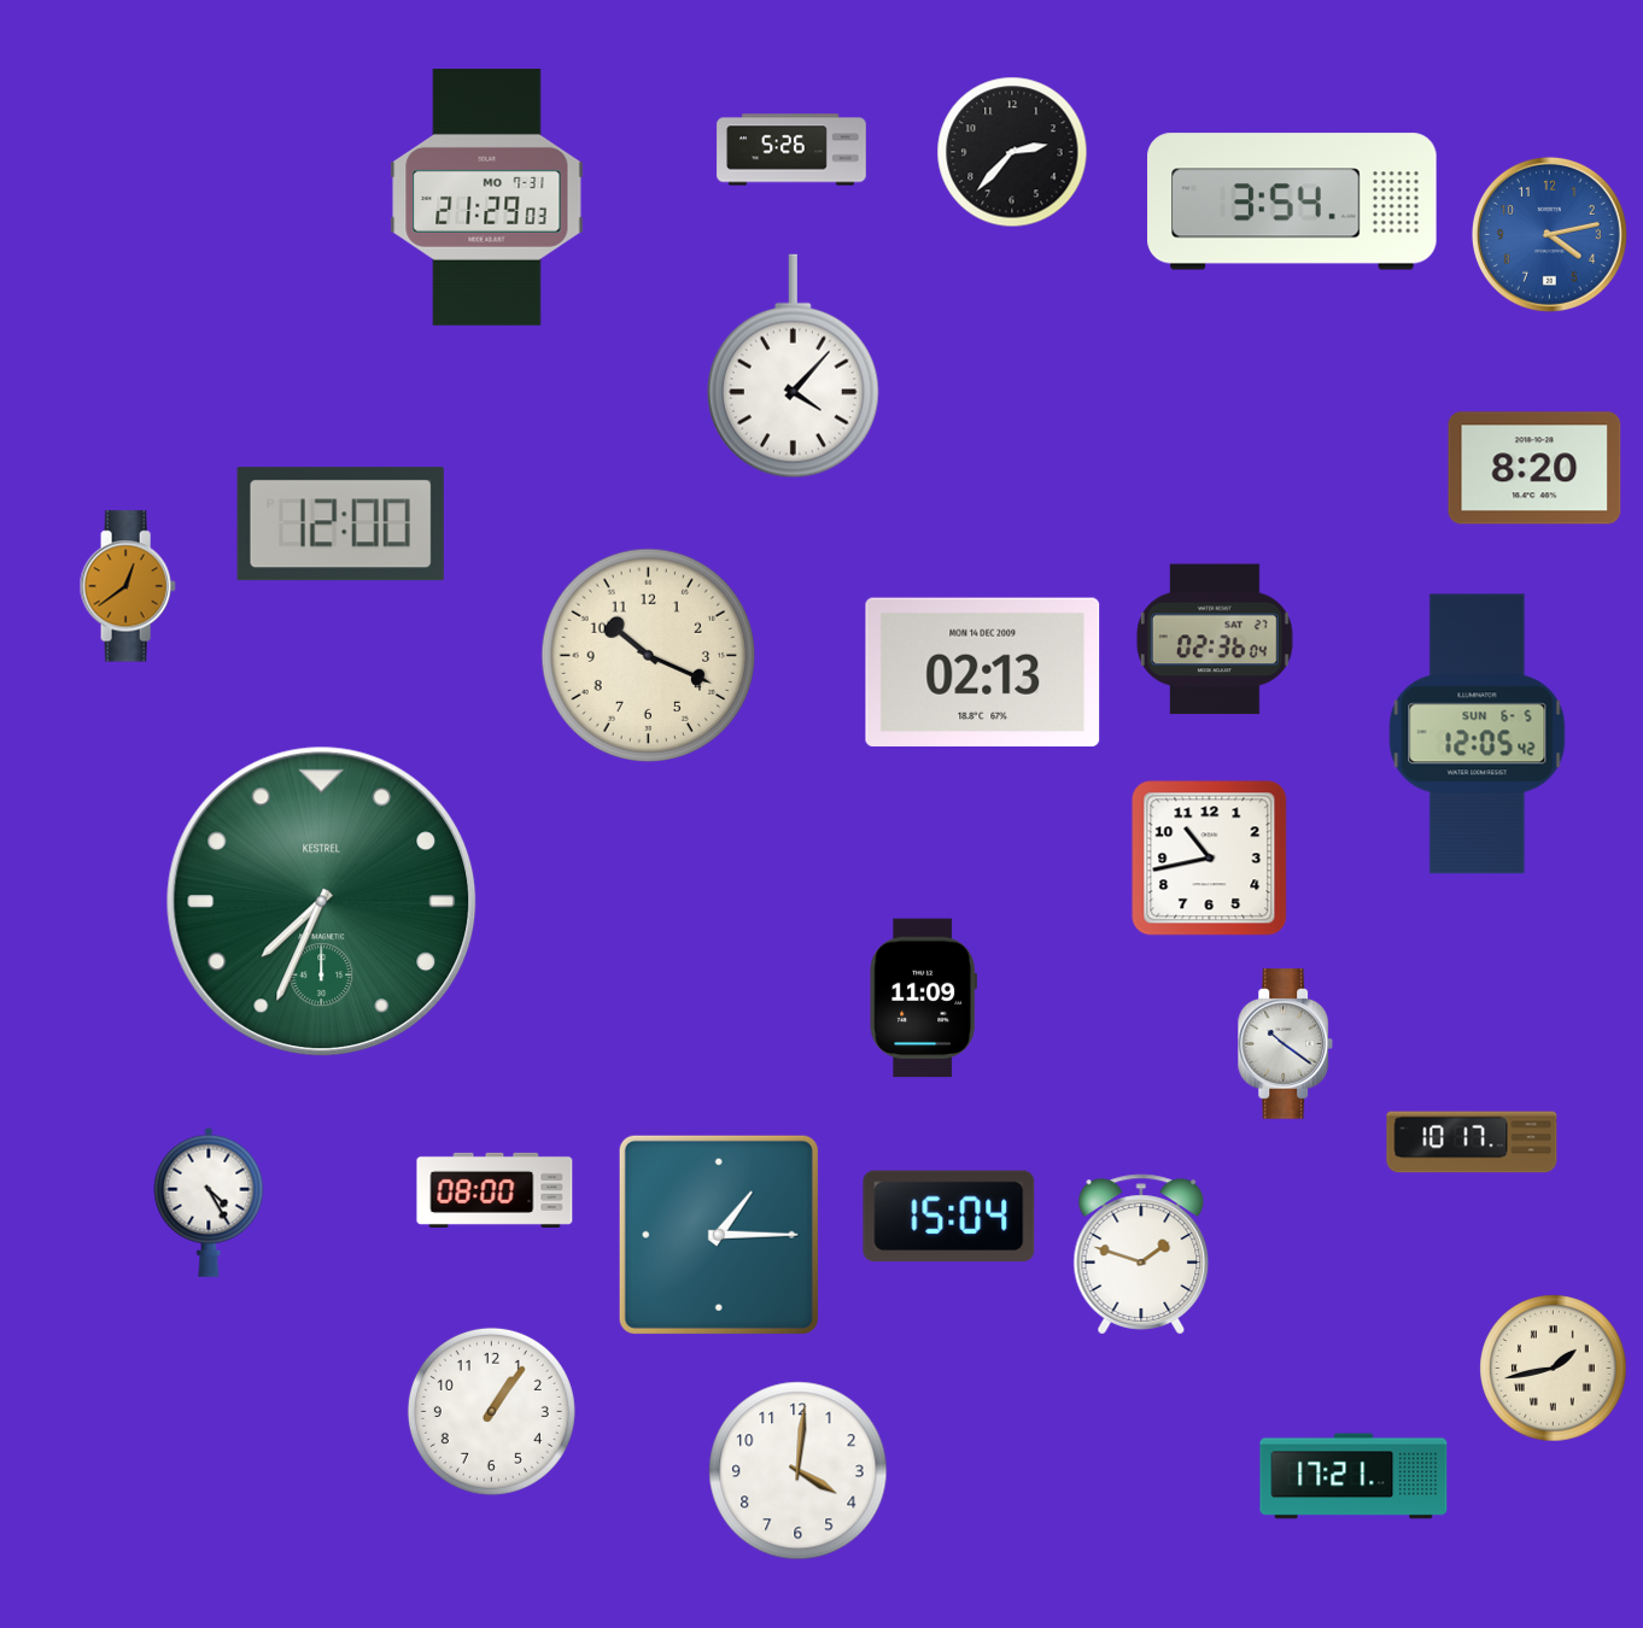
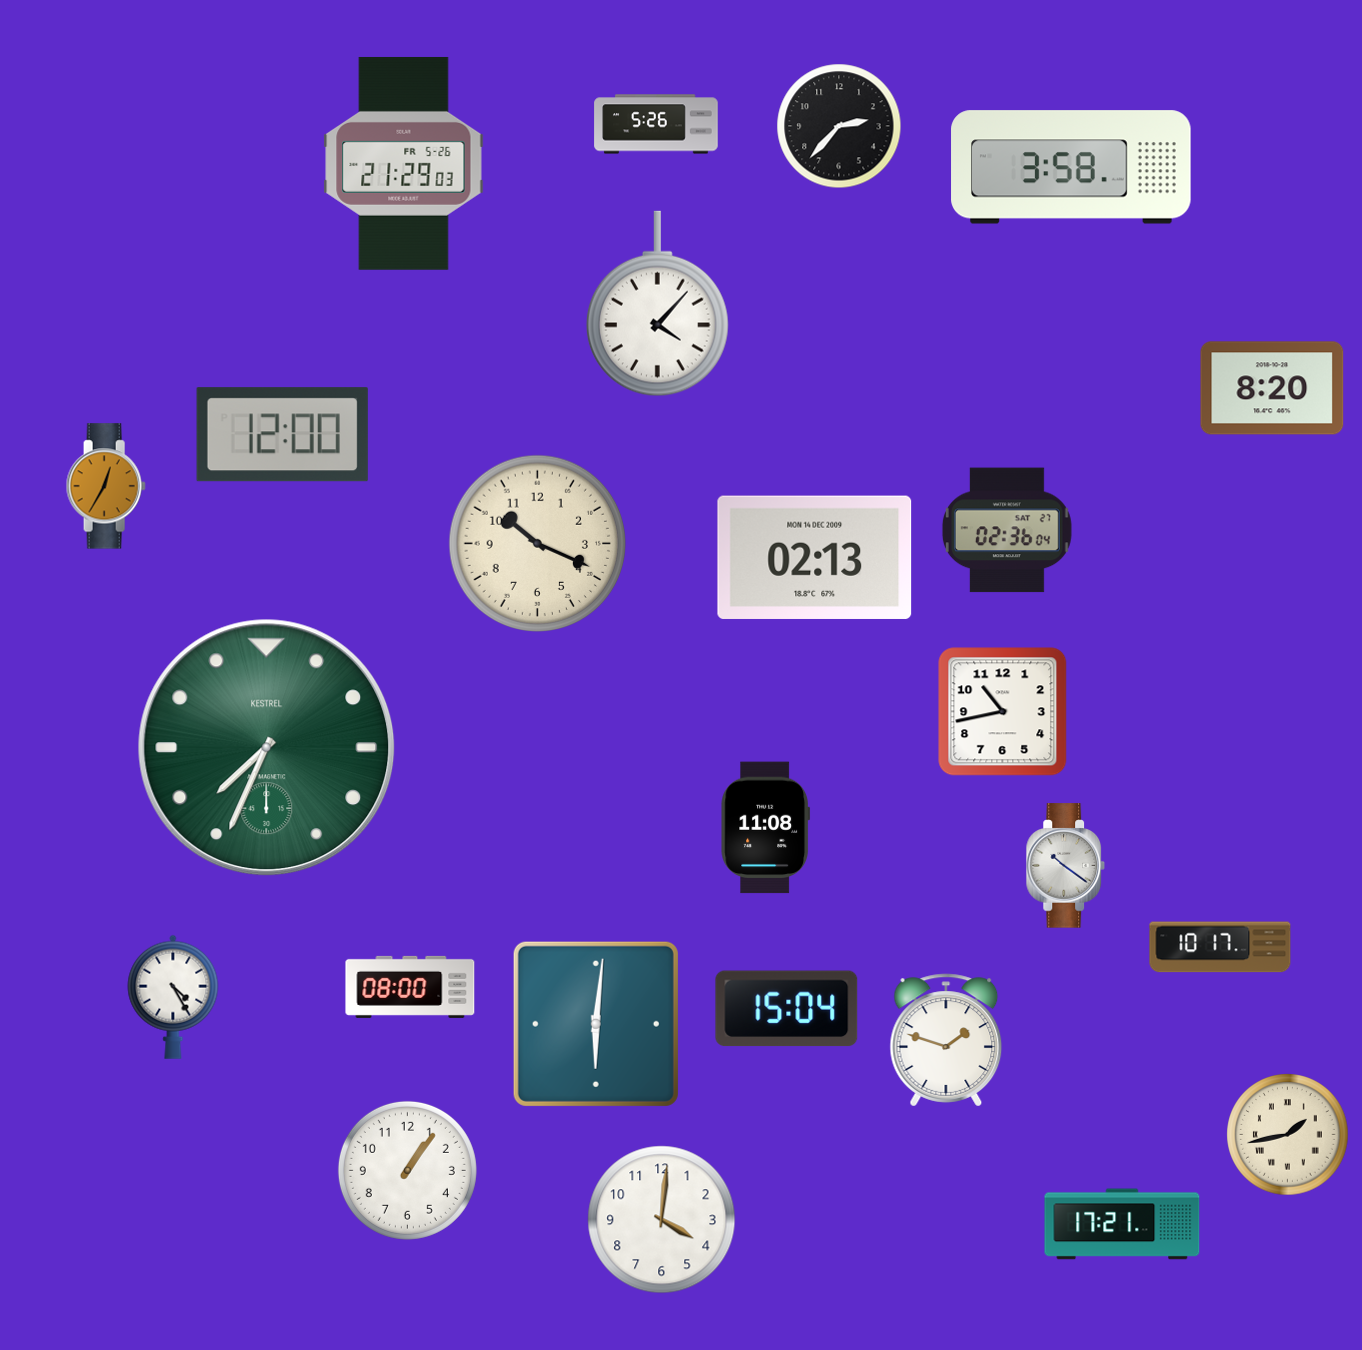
clock at (487, 197) date: MO 7-31 -> FR 5-26
clock at (1292, 201): 3:54 -> 3:58
clock at (1549, 234): 4:13 -> none
clock at (128, 586): 12:39 -> 12:35
clock at (1478, 734): 12:05 -> none
clock at (924, 999): 11:09 -> 11:08
clock at (719, 1235): 1:15 -> 6:01
